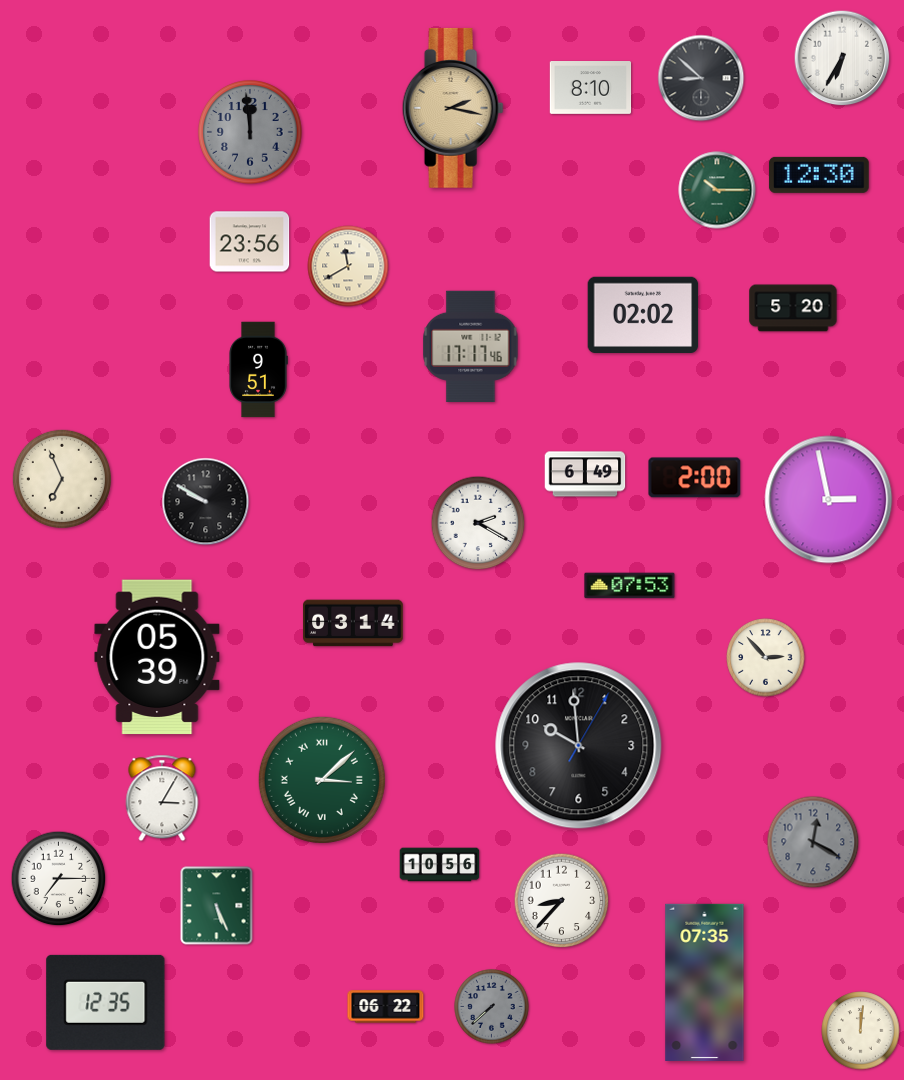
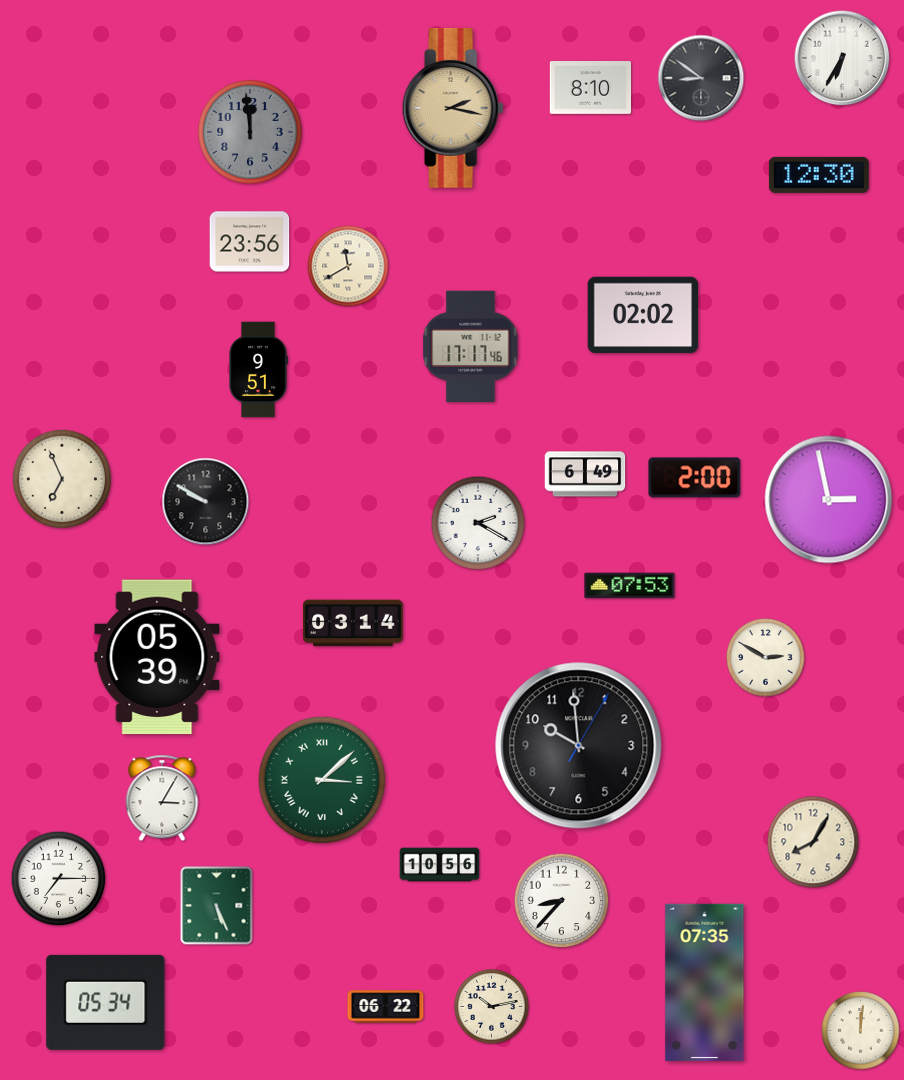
clock at (701, 78): 8:52 -> 8:51
clock at (717, 190): 10:15 -> none
clock at (793, 308): 5:20 -> none
clock at (766, 658): 2:53 -> 2:50
clock at (813, 842): 12:20 -> 8:05
clock at (813, 842) dial: grey -> cream
clock at (106, 1002): 12:35 -> 05:34
clock at (492, 1007): 7:38 -> 10:13
clock at (492, 1007) dial: grey -> cream
